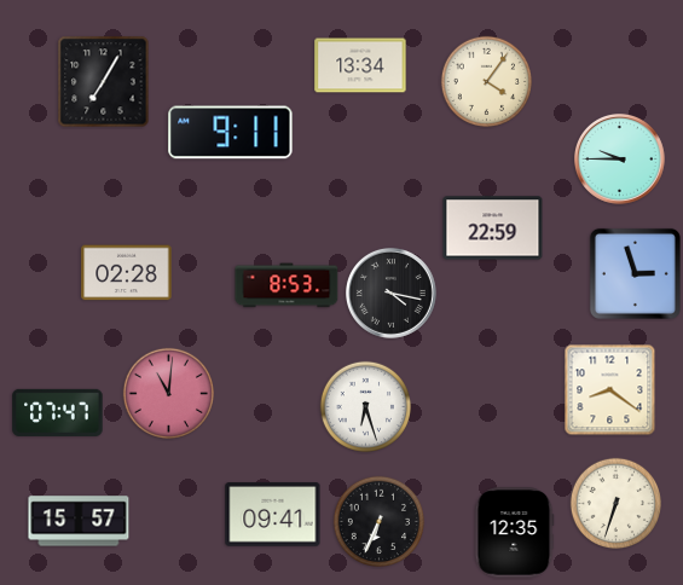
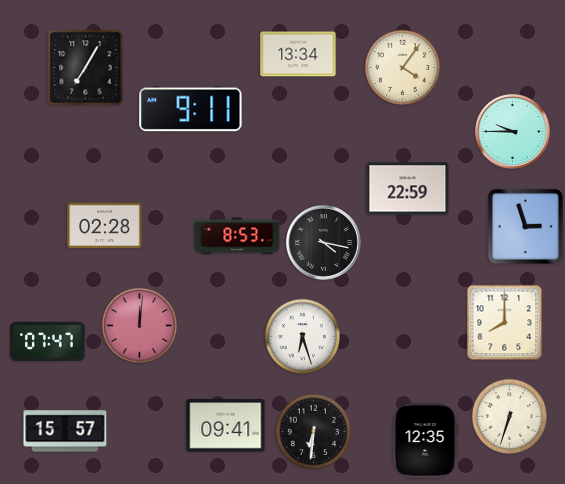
clock at (610, 390): 8:21 -> 8:00
clock at (168, 393): 11:01 -> 12:01
clock at (378, 521): 6:34 -> 6:31
